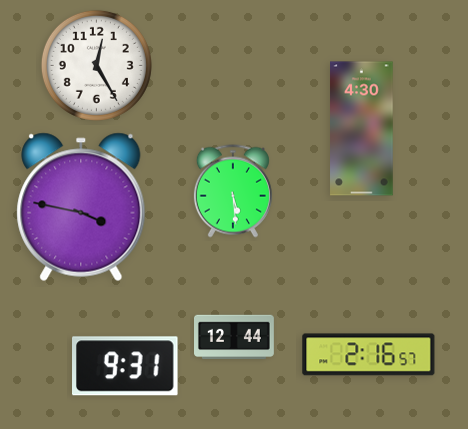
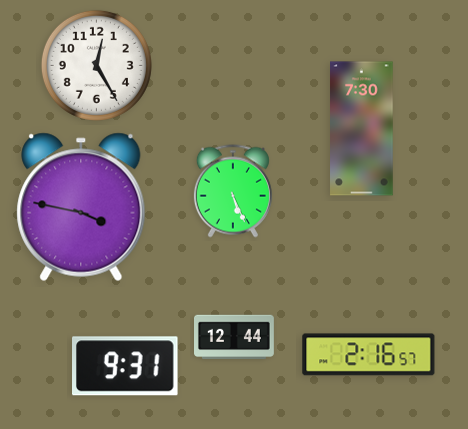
clock at (362, 129): 4:30 -> 7:30
clock at (233, 191): 5:29 -> 5:26
